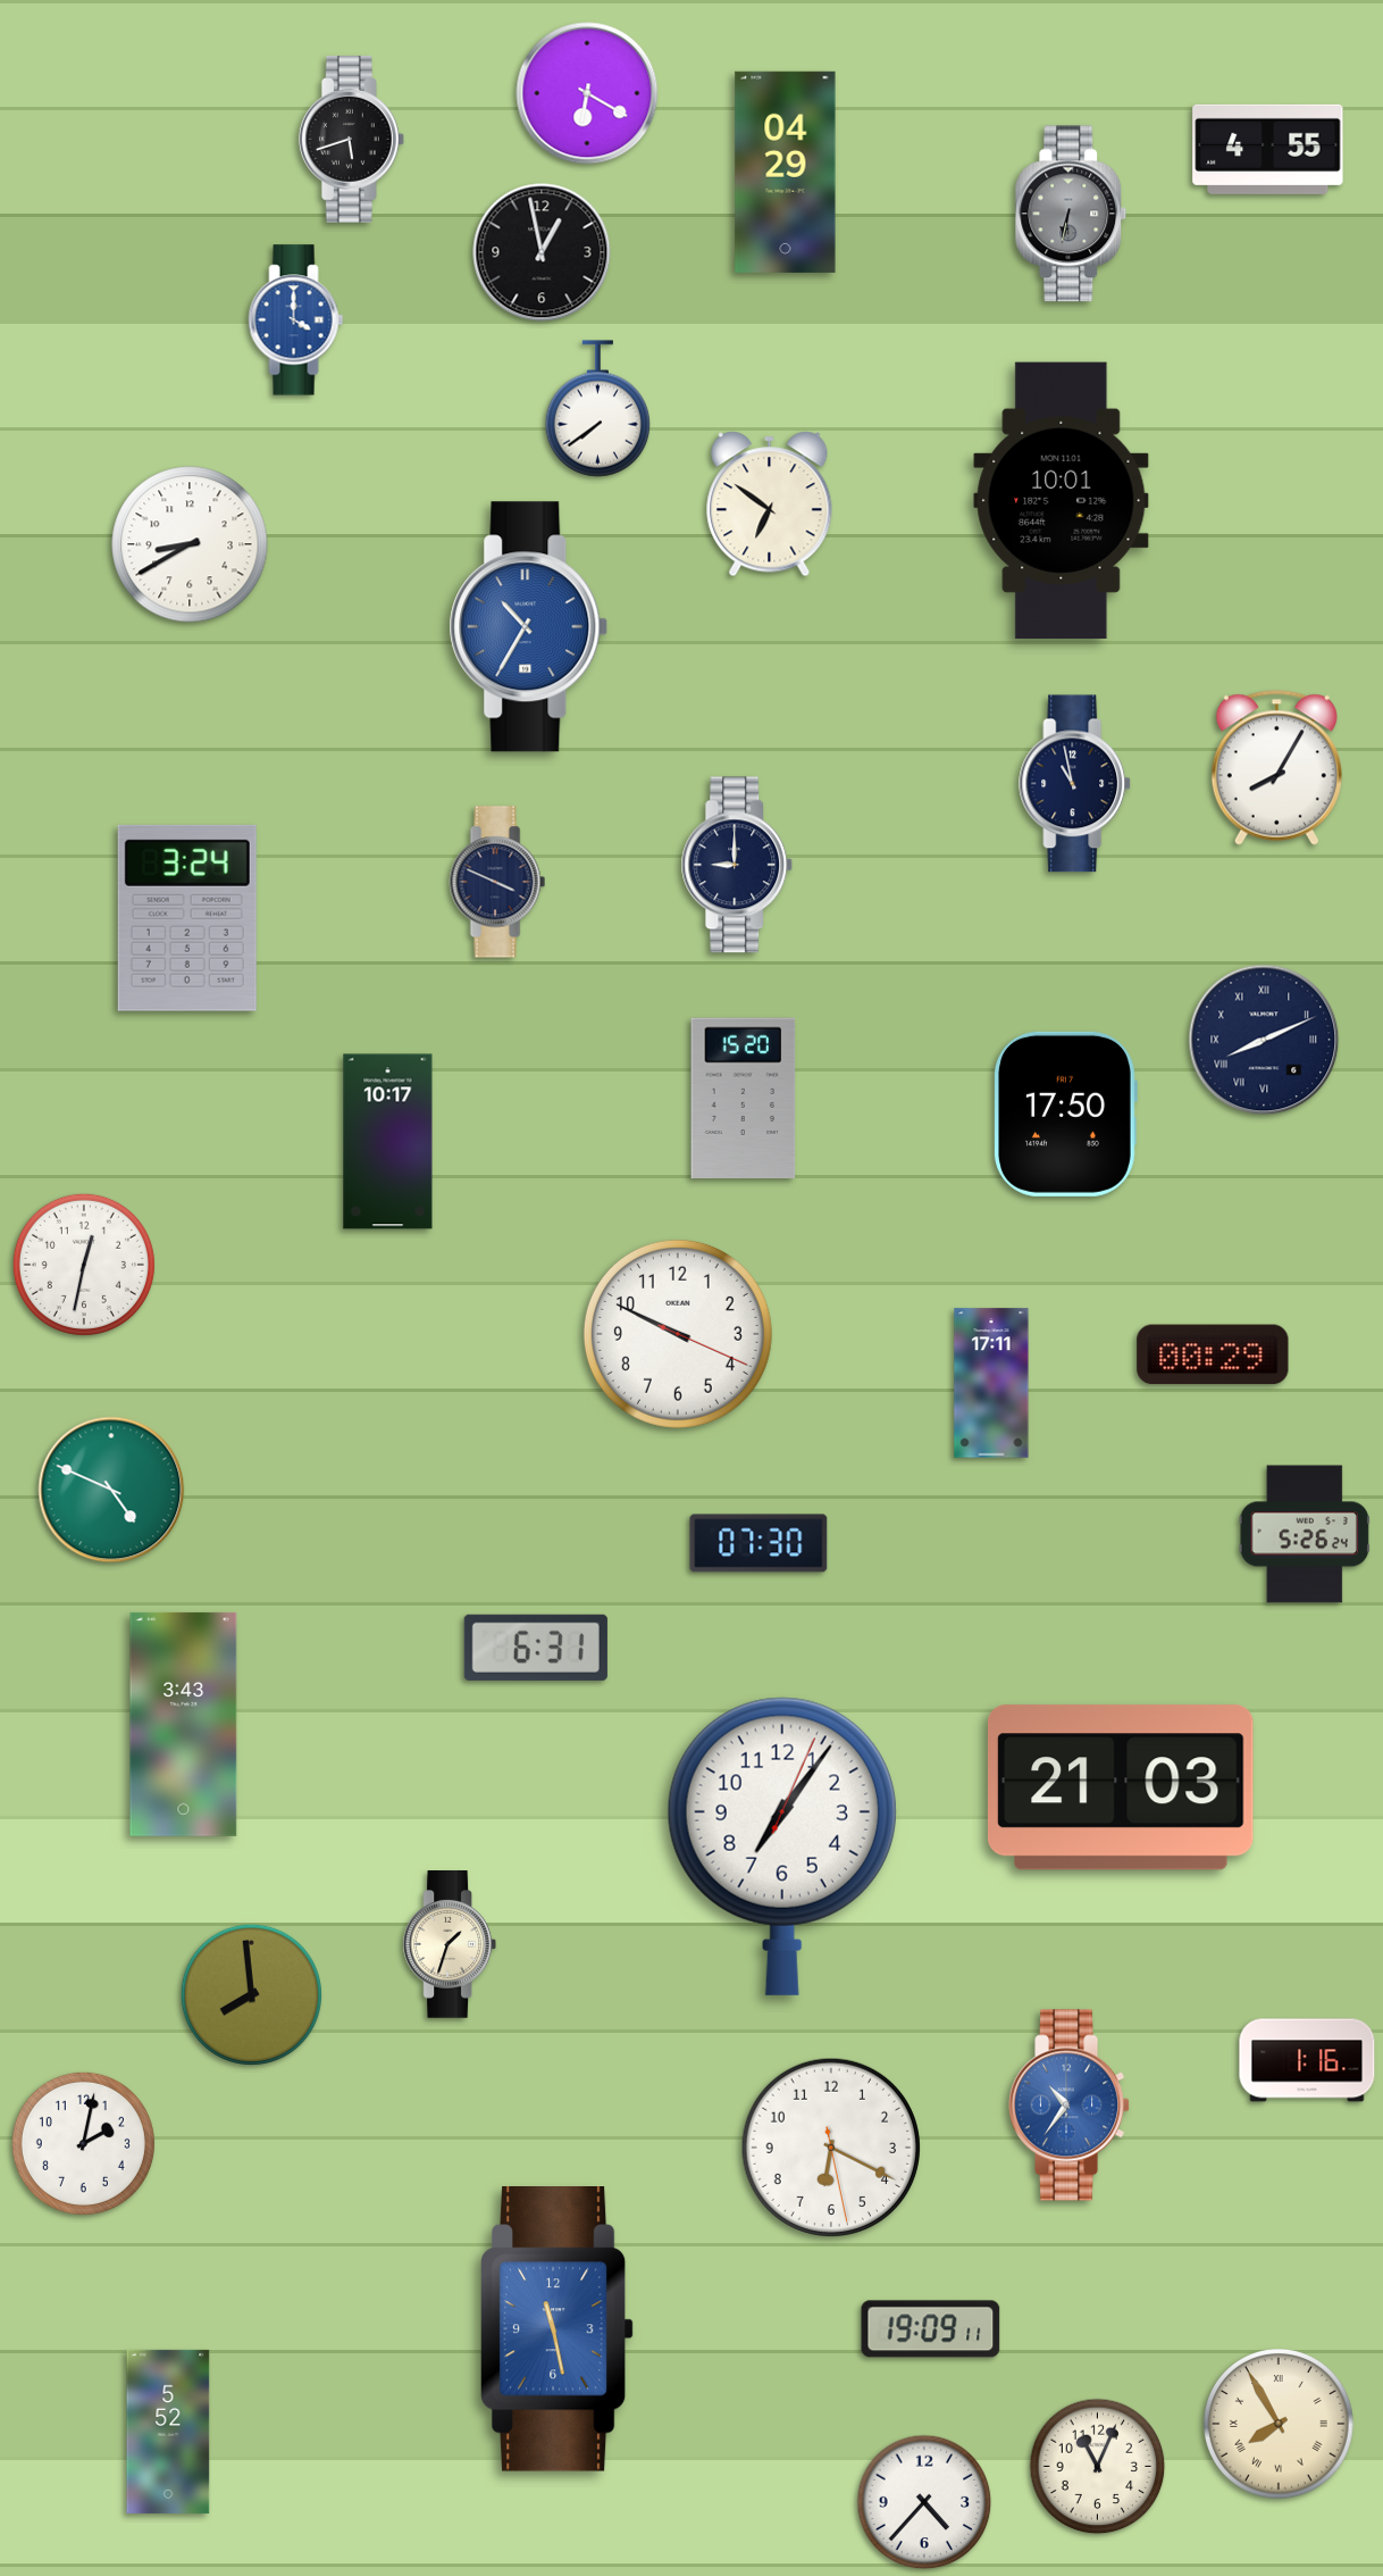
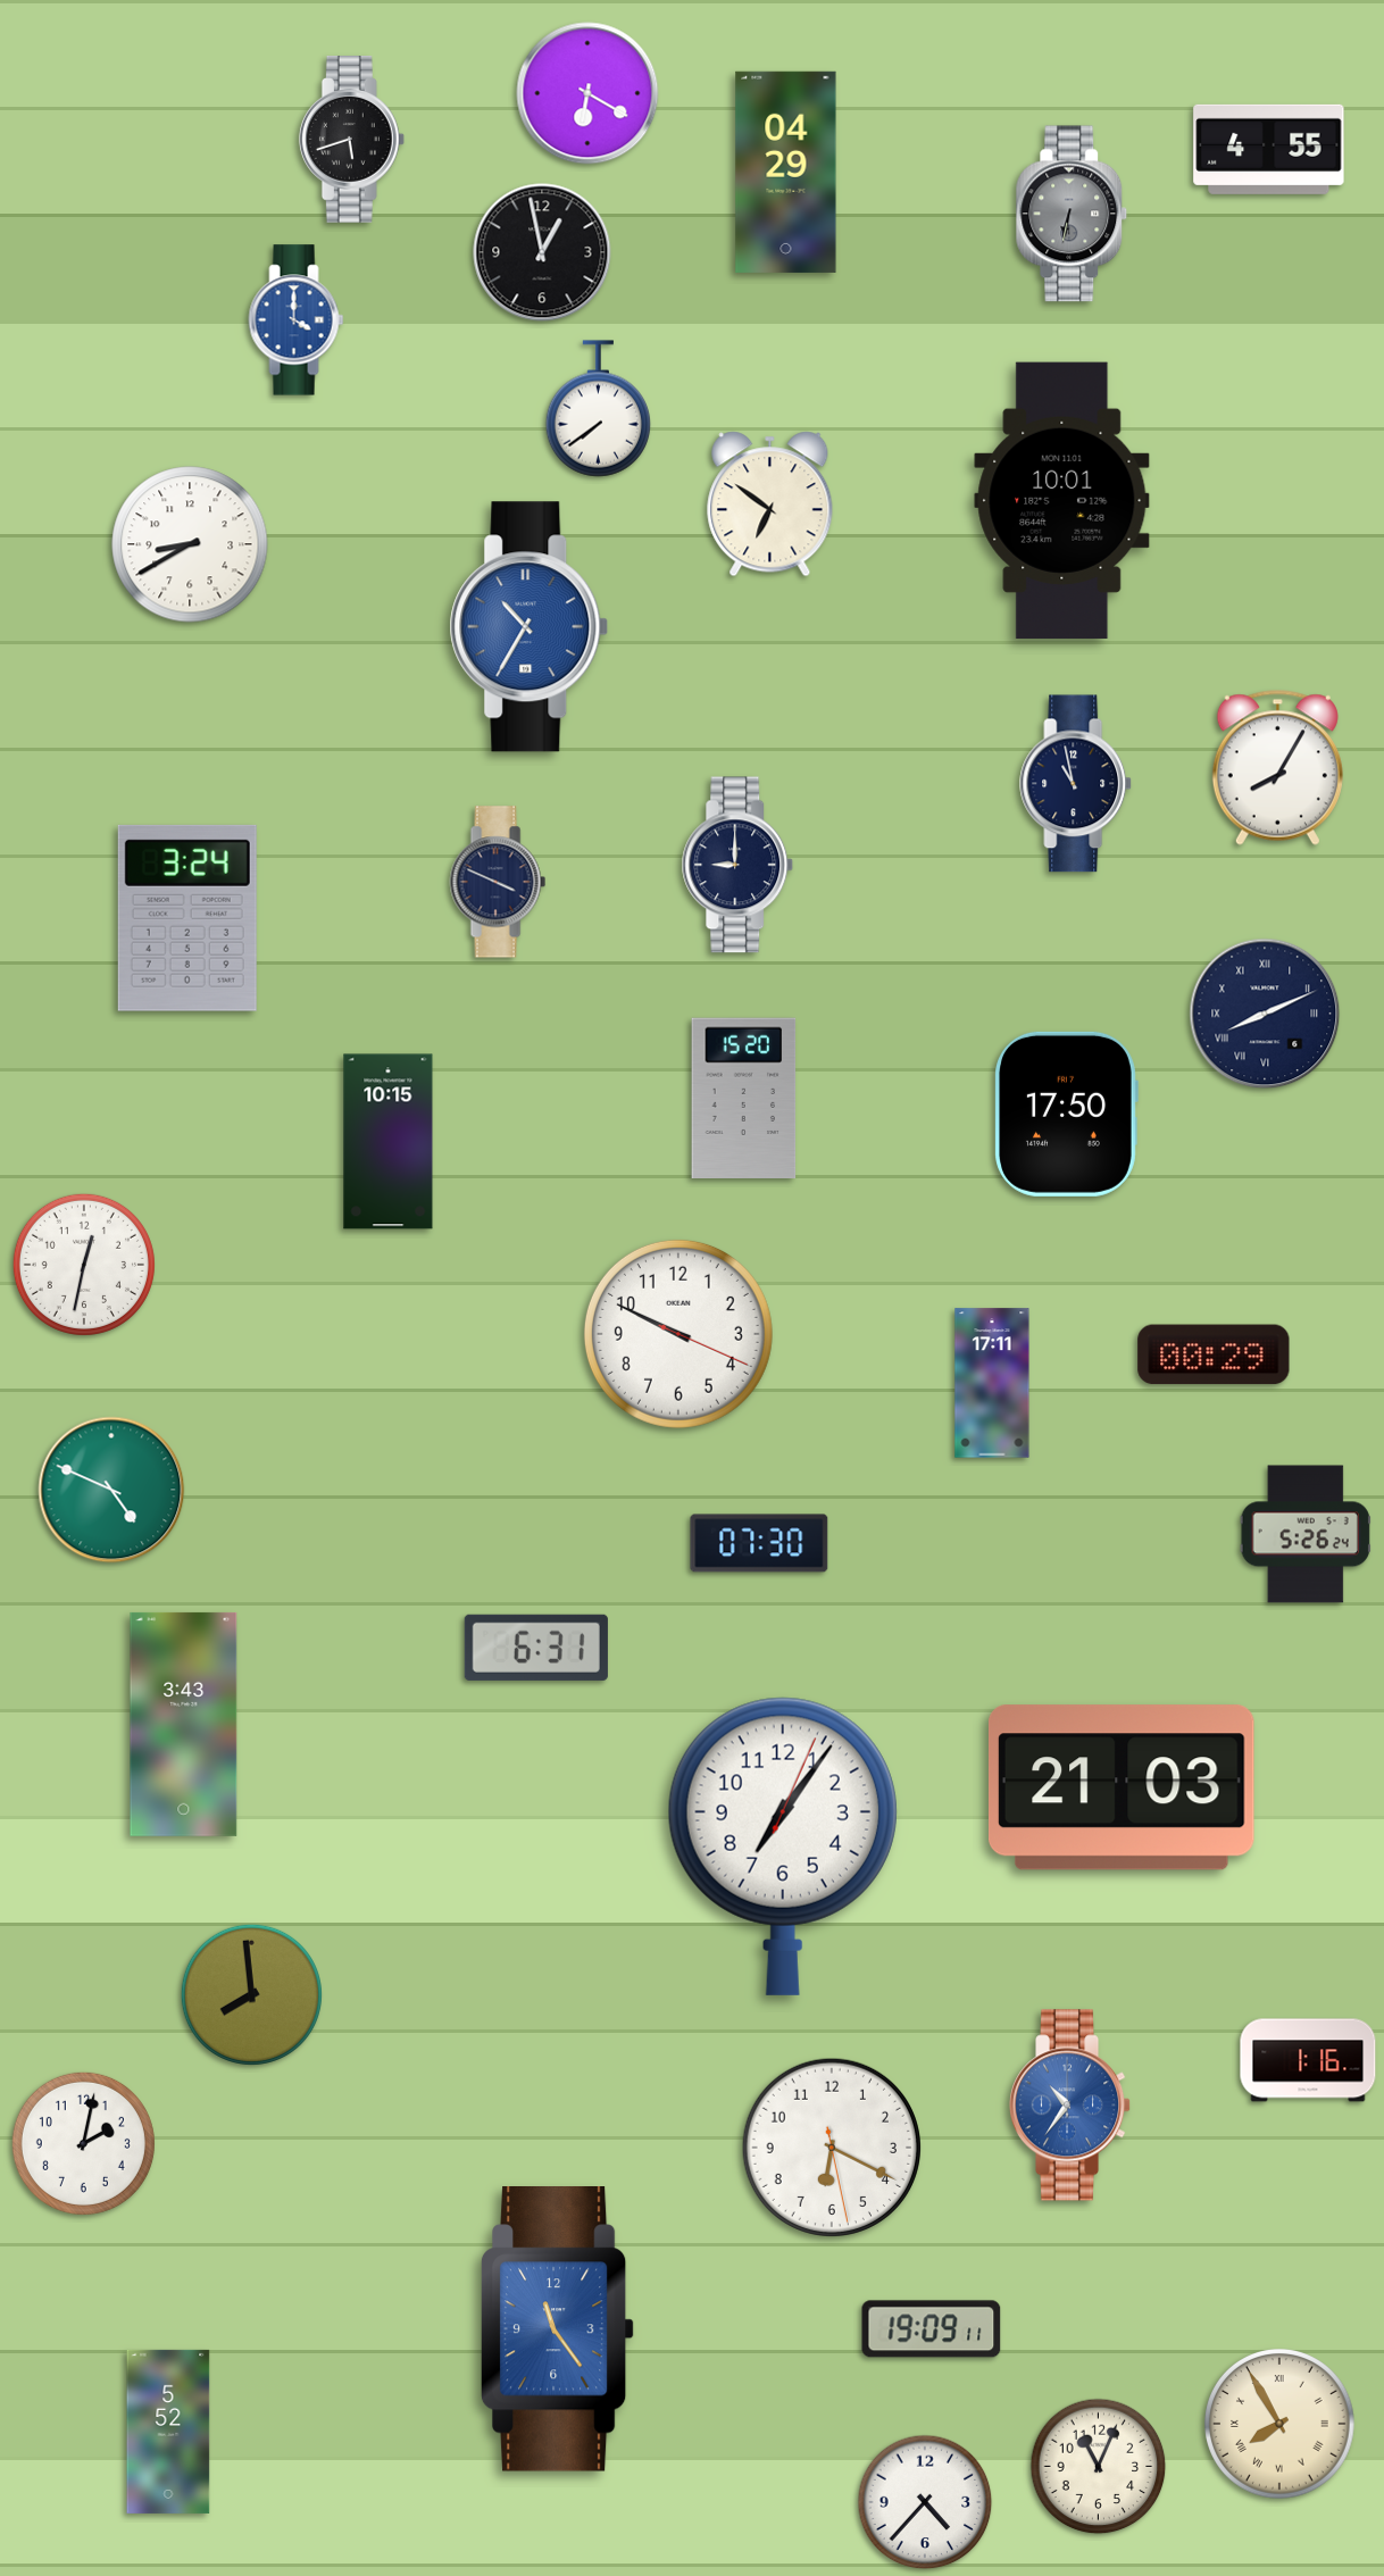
clock at (1264, 1040) position: (1264, 1040) -> (1265, 1014)
clock at (388, 1142): 10:17 -> 10:15
clock at (449, 1945): 1:33 -> none
clock at (556, 2329): 11:28 -> 11:24
